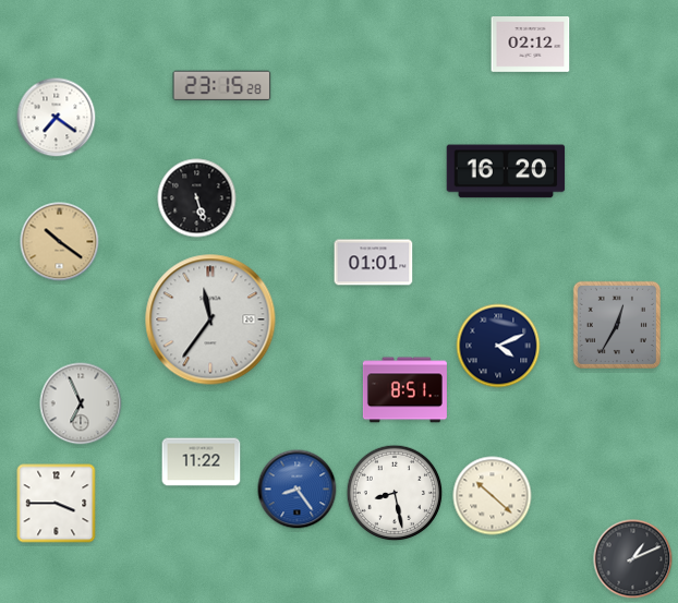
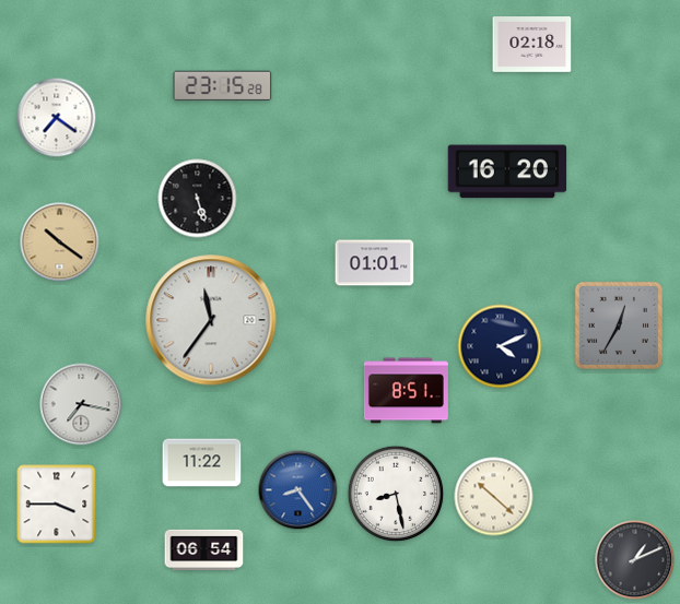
clock at (531, 45): 02:12 -> 02:18
clock at (81, 403): 6:56 -> 7:17
clock at (204, 550): none -> 06:54
